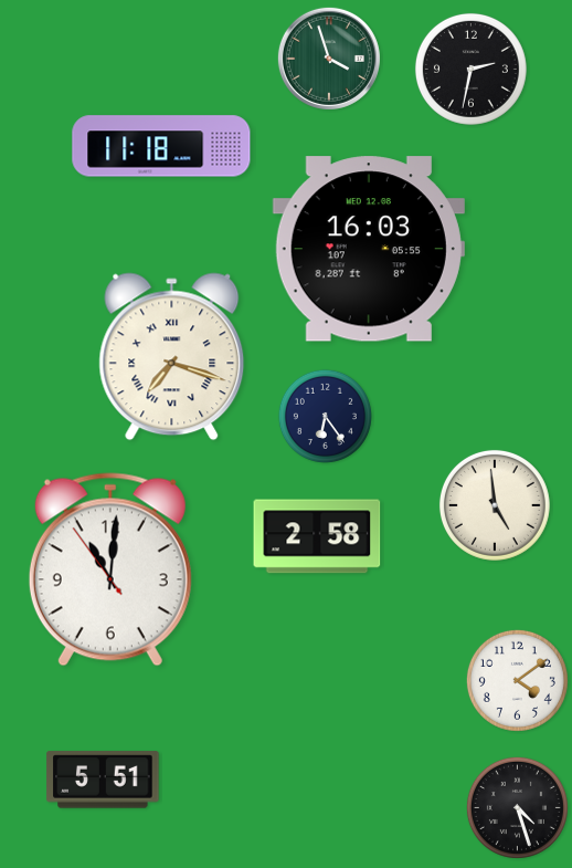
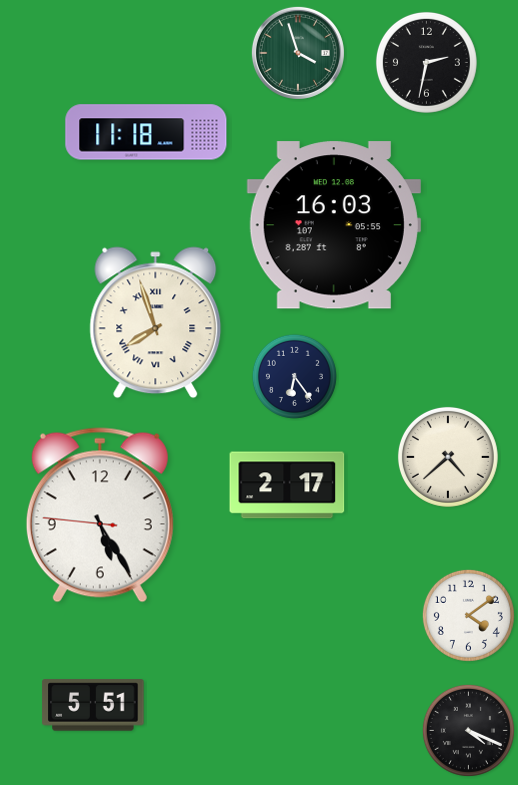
clock at (172, 357): 7:18 -> 7:57
clock at (495, 505): 4:59 -> 4:38
clock at (317, 536): 2:58 -> 2:17
clock at (110, 569): 11:00 -> 5:24
clock at (517, 807): 4:27 -> 4:19
